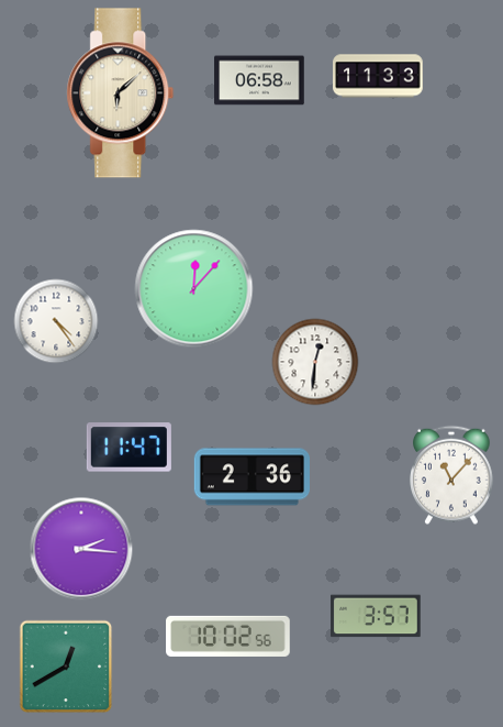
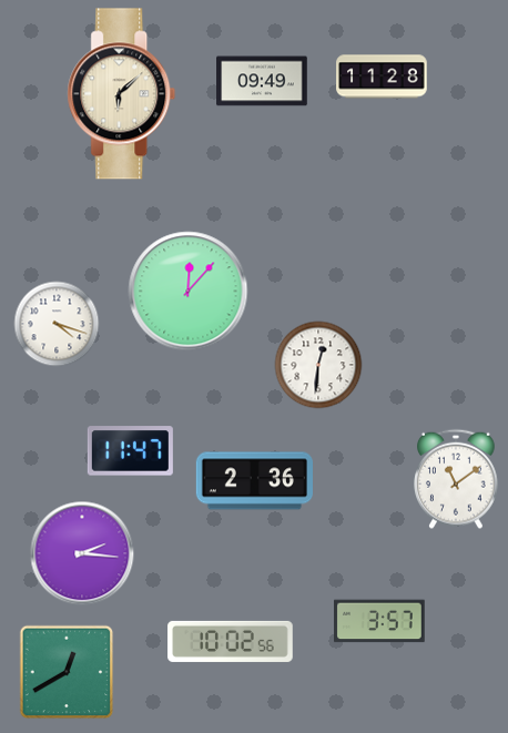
clock at (378, 76): 11:33 -> 11:28
clock at (259, 80): 06:58 -> 09:49
clock at (194, 289) position: (194, 289) -> (189, 292)
clock at (56, 321): 4:24 -> 4:18
clock at (452, 475): 11:07 -> 11:09
